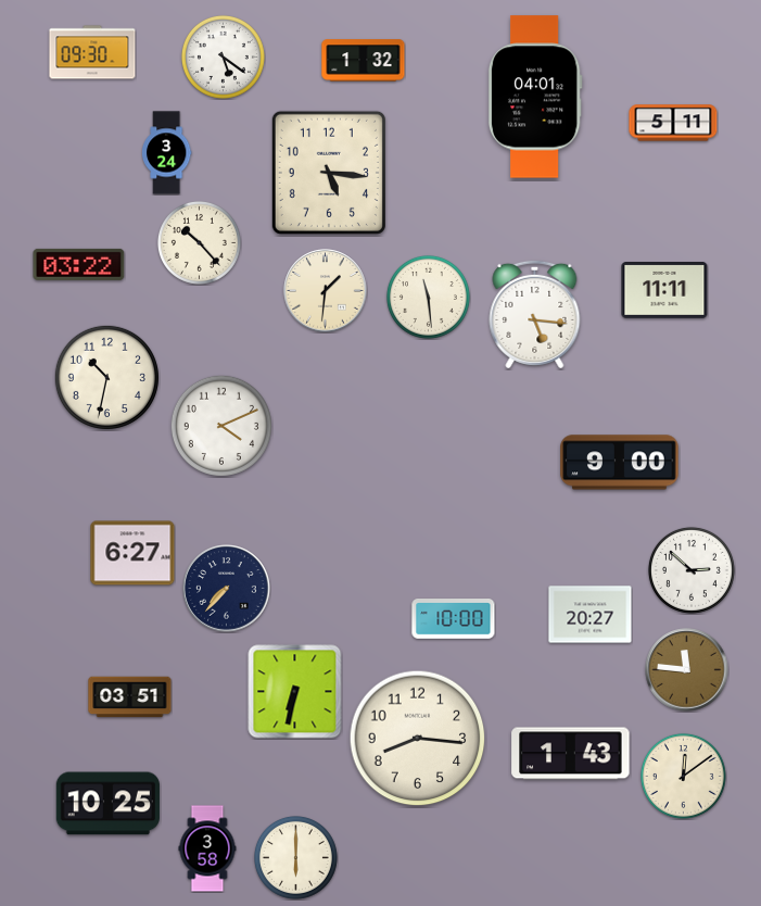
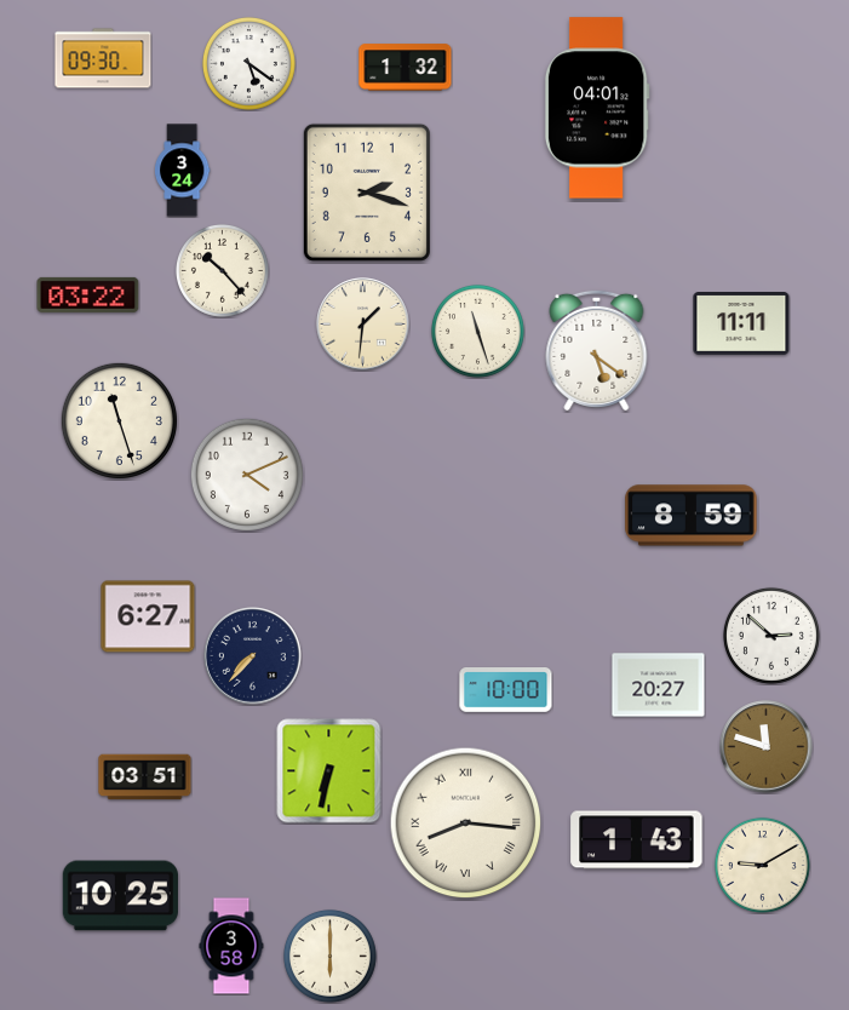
clock at (673, 123): 5:11 -> none
clock at (166, 153) position: (166, 153) -> (182, 171)
clock at (329, 173): 5:16 -> 2:18
clock at (428, 297): 11:29 -> 11:27
clock at (535, 314): 5:16 -> 5:21
clock at (106, 377): 10:32 -> 11:27
clock at (620, 463): 9:00 -> 8:59
clock at (687, 670): 11:46 -> 11:48
clock at (418, 739) numerals: Arabic -> Roman
clock at (683, 776): 12:09 -> 9:10
